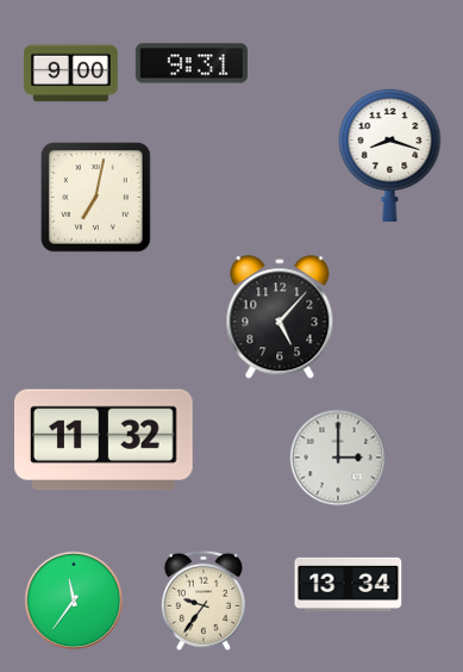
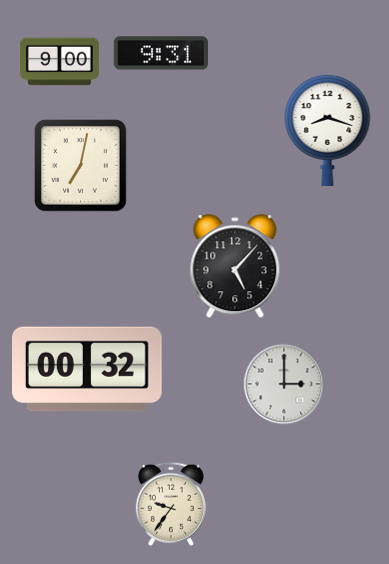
clock at (105, 440): 11:32 -> 00:32
clock at (349, 584): 13:34 -> none
clock at (74, 601): 11:36 -> none
